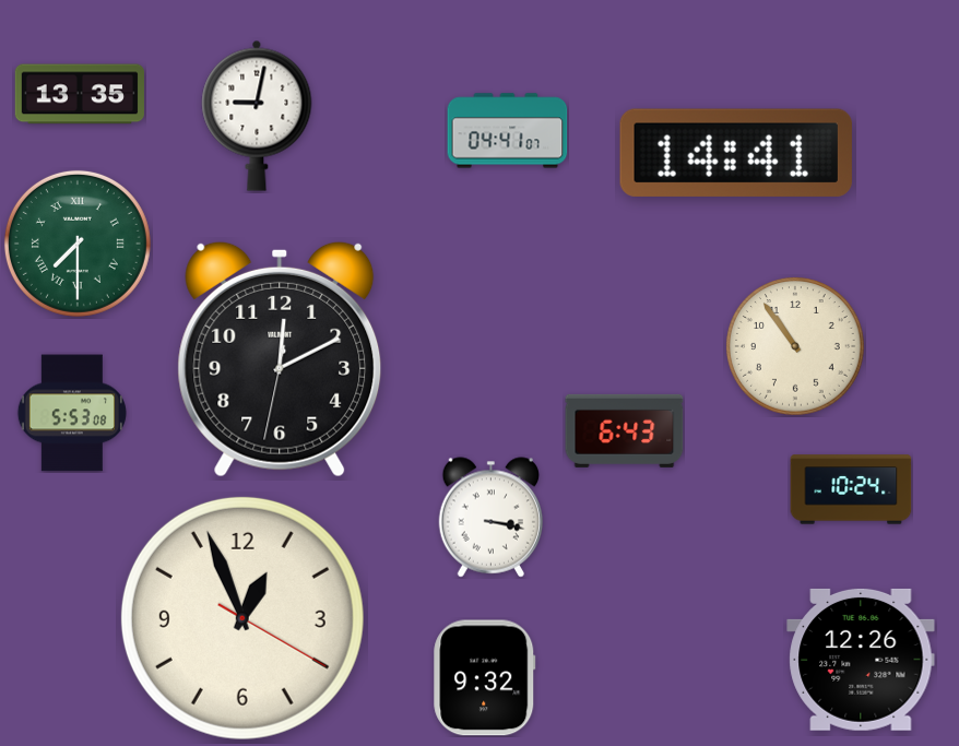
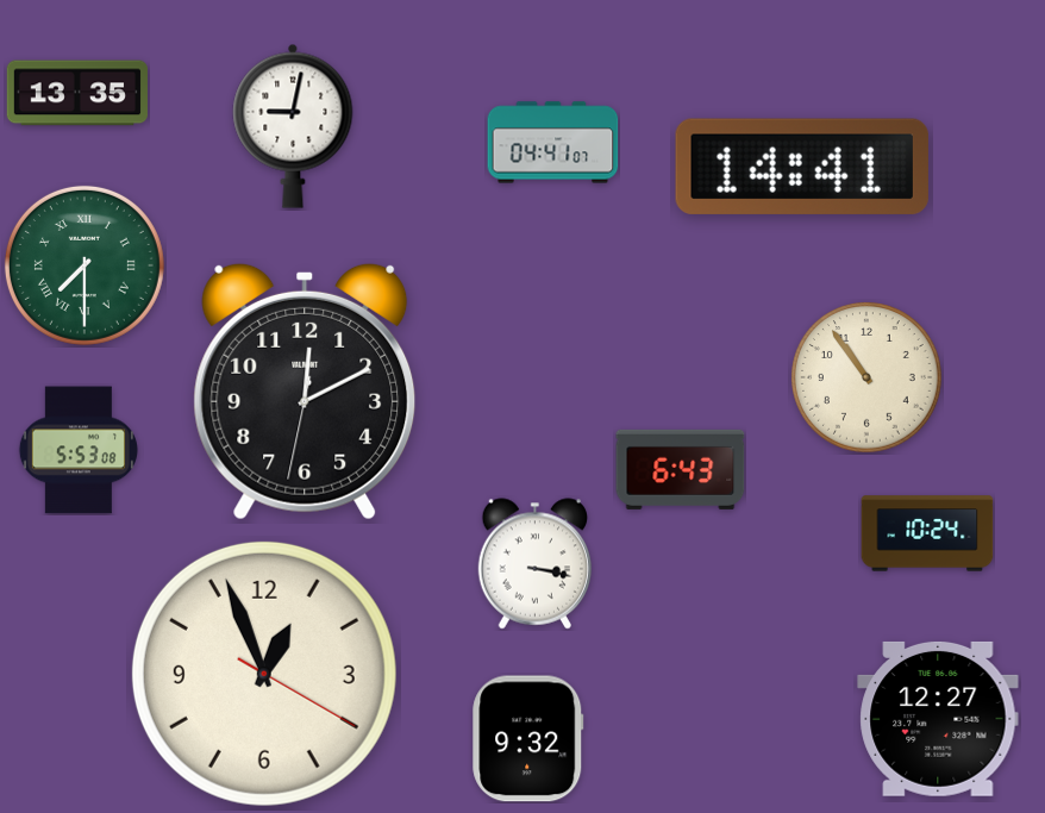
clock at (80, 94) position: (80, 94) -> (77, 93)
clock at (257, 116) position: (257, 116) -> (293, 126)
clock at (861, 660): 12:26 -> 12:27
